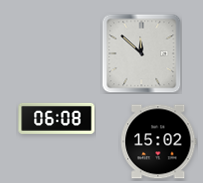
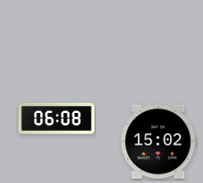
clock at (141, 53): 11:52 -> none
